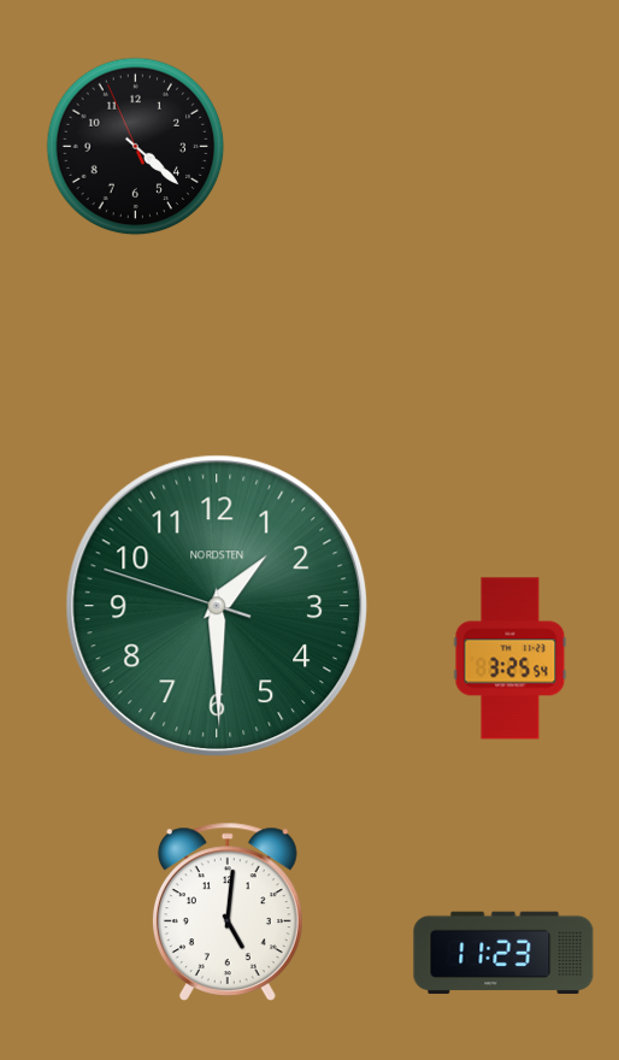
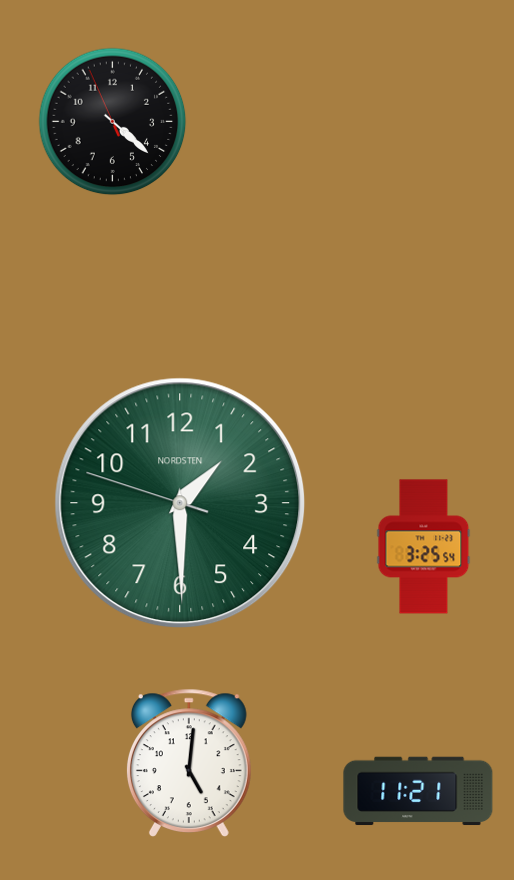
clock at (228, 912) position: (228, 912) -> (189, 763)
clock at (503, 953): 11:23 -> 11:21
